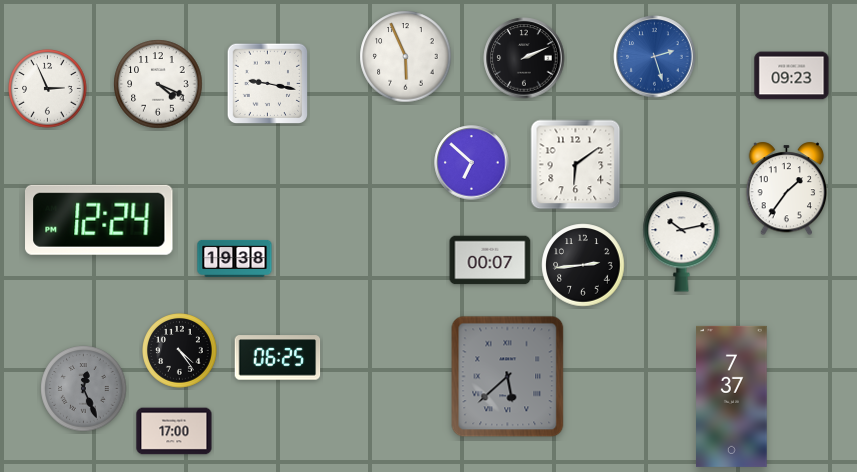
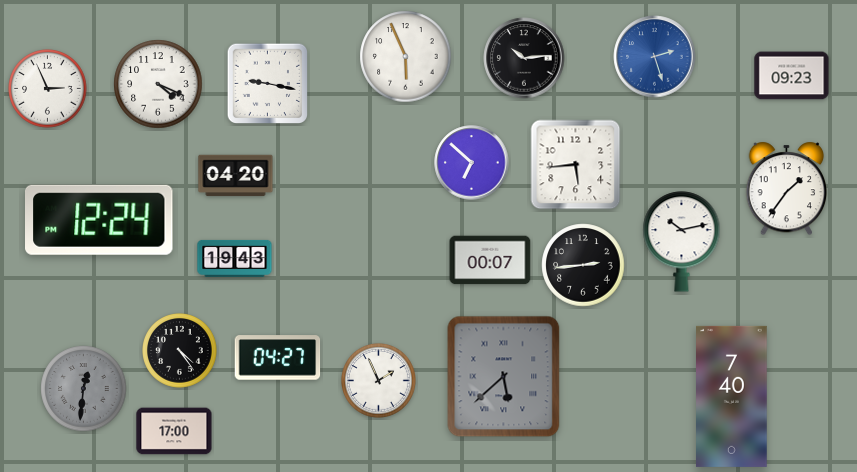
clock at (524, 58): 2:11 -> 10:14
clock at (576, 165): 6:09 -> 5:44
clock at (236, 176): none -> 04:20
clock at (235, 258): 19:38 -> 19:43
clock at (278, 358): 06:25 -> 04:27
clock at (508, 377) position: (508, 377) -> (504, 377)
clock at (379, 381): none -> 1:56
clock at (84, 389): 12:26 -> 12:31
clock at (732, 396): 7:37 -> 7:40
